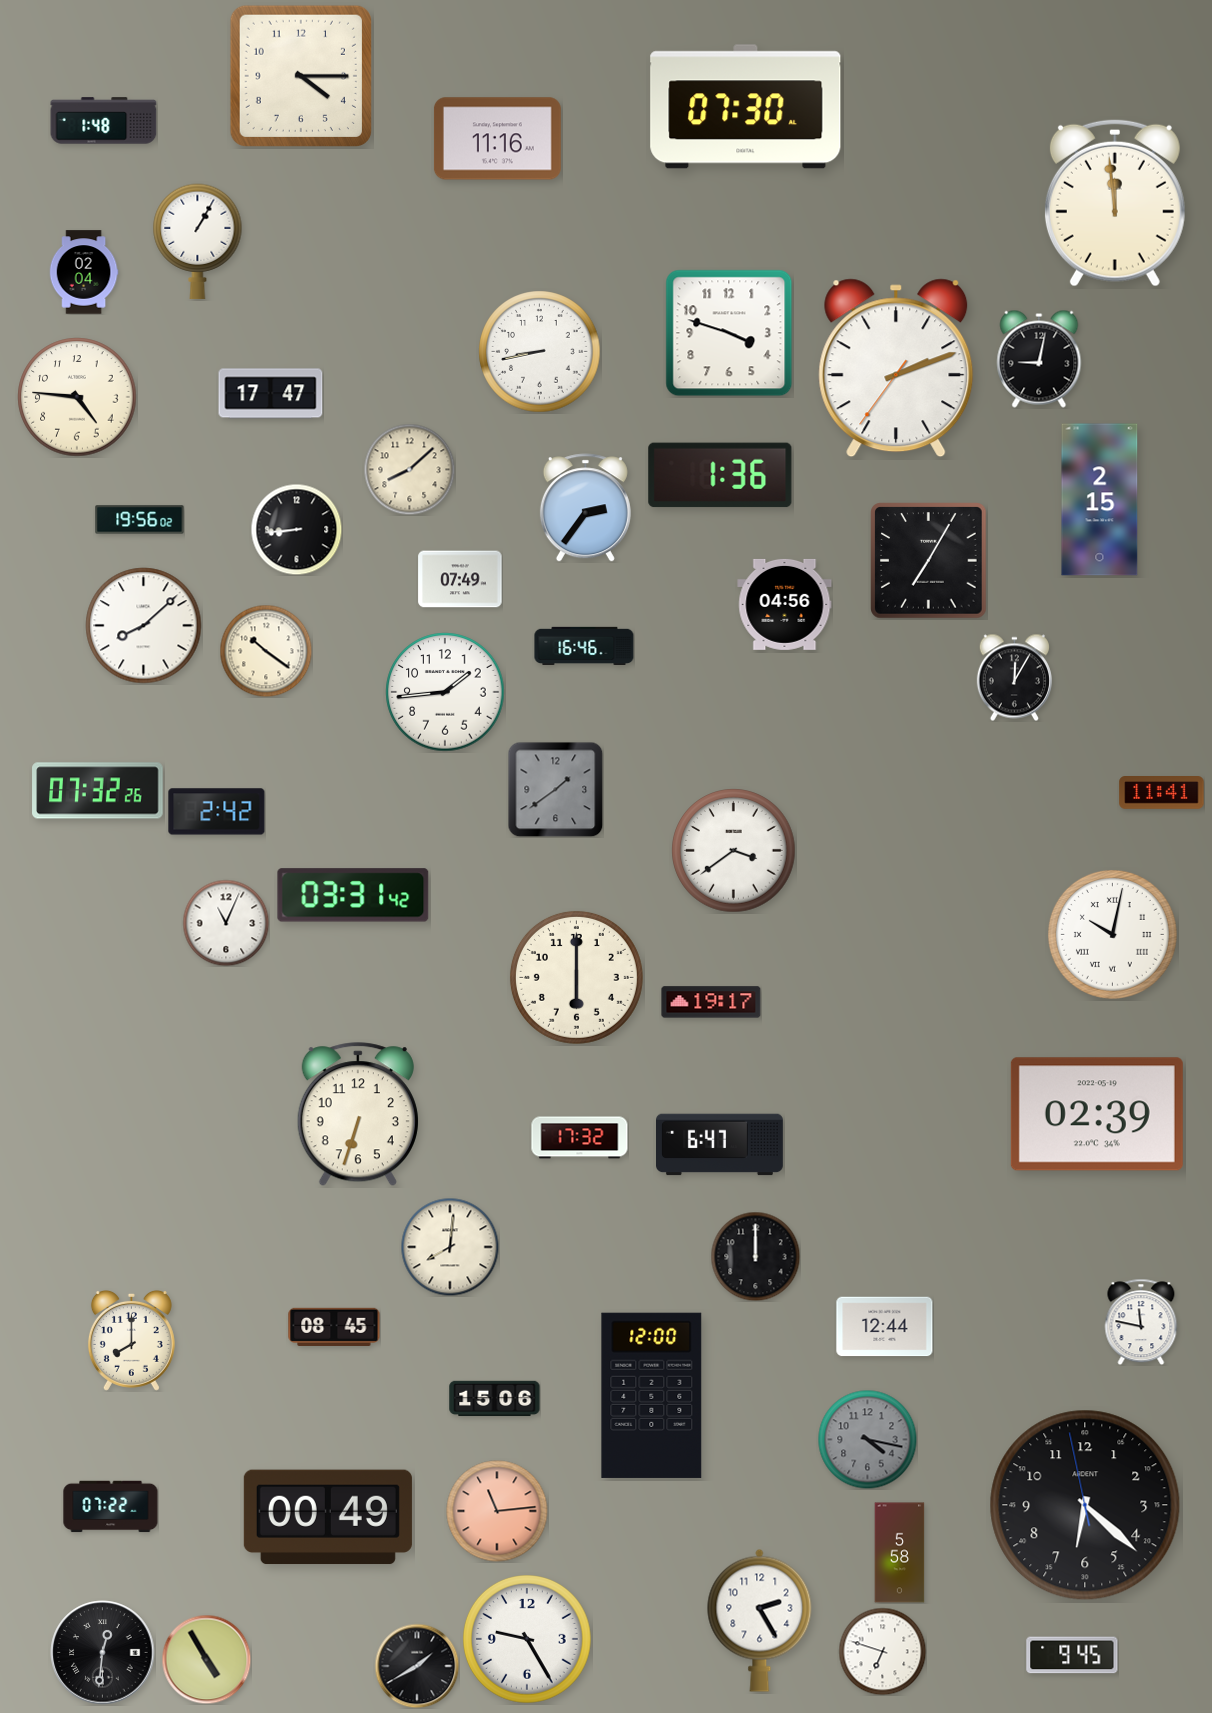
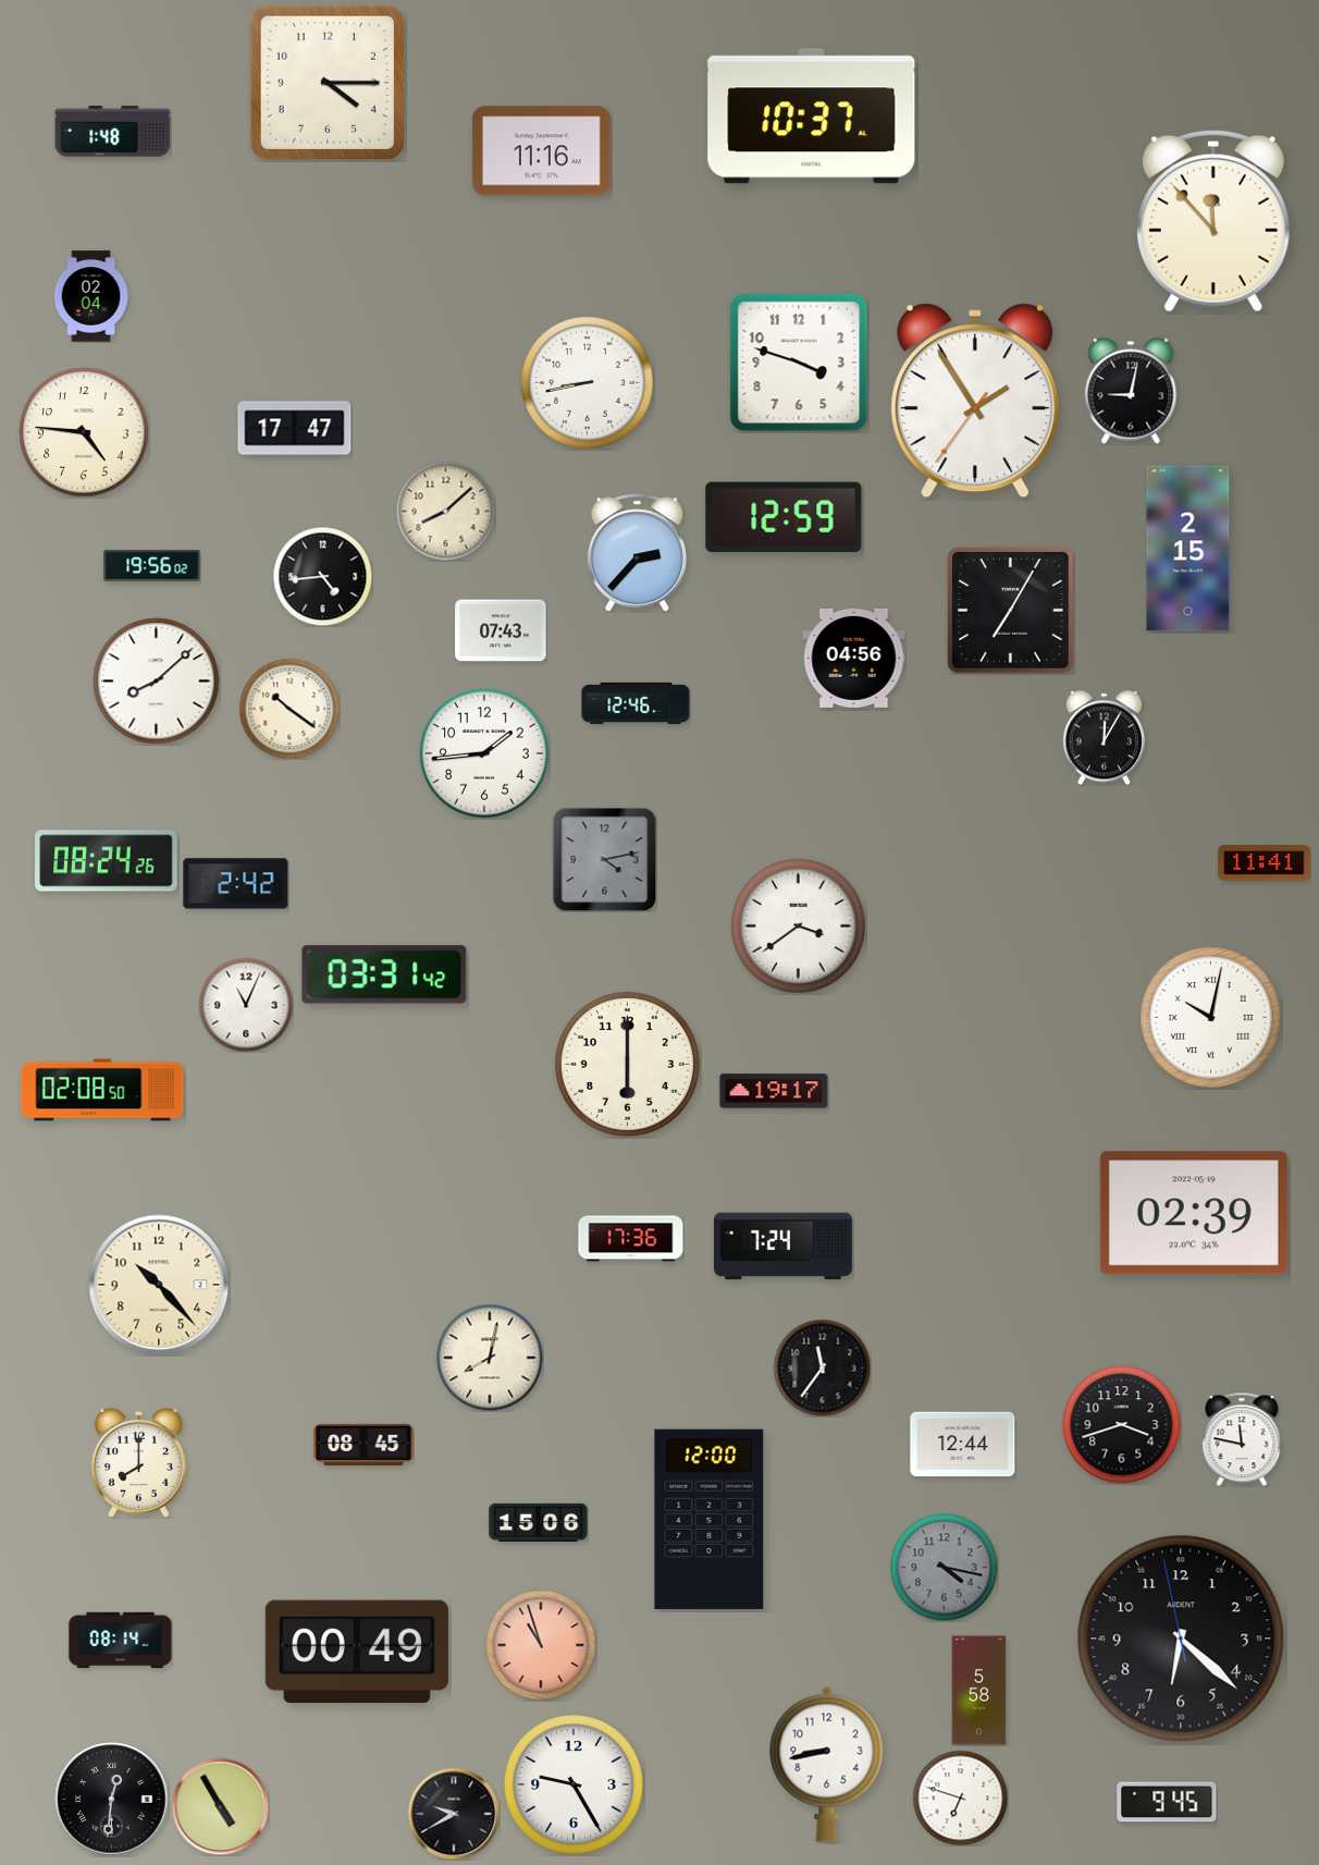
clock at (746, 107): 07:30 -> 10:37
clock at (1115, 203): 11:59 -> 11:53
clock at (198, 242): 1:05 -> none
clock at (729, 333) position: (729, 333) -> (799, 363)
clock at (896, 368): 2:11 -> 1:54
clock at (720, 475): 1:36 -> 12:59
clock at (1100, 500) position: (1100, 500) -> (1188, 549)
clock at (585, 508): 2:36 -> 2:37
clock at (296, 529): 8:44 -> 4:44
clock at (460, 579): 07:49 -> 07:43
clock at (584, 645): 16:46 -> 12:46
clock at (555, 789): 1:39 -> 4:13
clock at (98, 791): 07:32 -> 08:24
clock at (102, 1090): none -> 02:08
clock at (358, 1115): 6:33 -> none
clock at (580, 1138): 17:32 -> 17:36
clock at (720, 1145): 6:47 -> 7:24
clock at (159, 1285): none -> 10:23
clock at (450, 1247): 8:01 -> 8:02
clock at (755, 1256): 12:00 -> 11:36
clock at (1122, 1425): none -> 3:42
clock at (131, 1340) position: (131, 1340) -> (138, 1462)
clock at (111, 1507): 07:22 -> 08:14
clock at (497, 1511): 11:14 -> 10:57
clock at (760, 1620): 2:25 -> 8:43
clock at (206, 1659) position: (206, 1659) -> (220, 1806)
clock at (417, 1666): 1:40 -> 9:40
